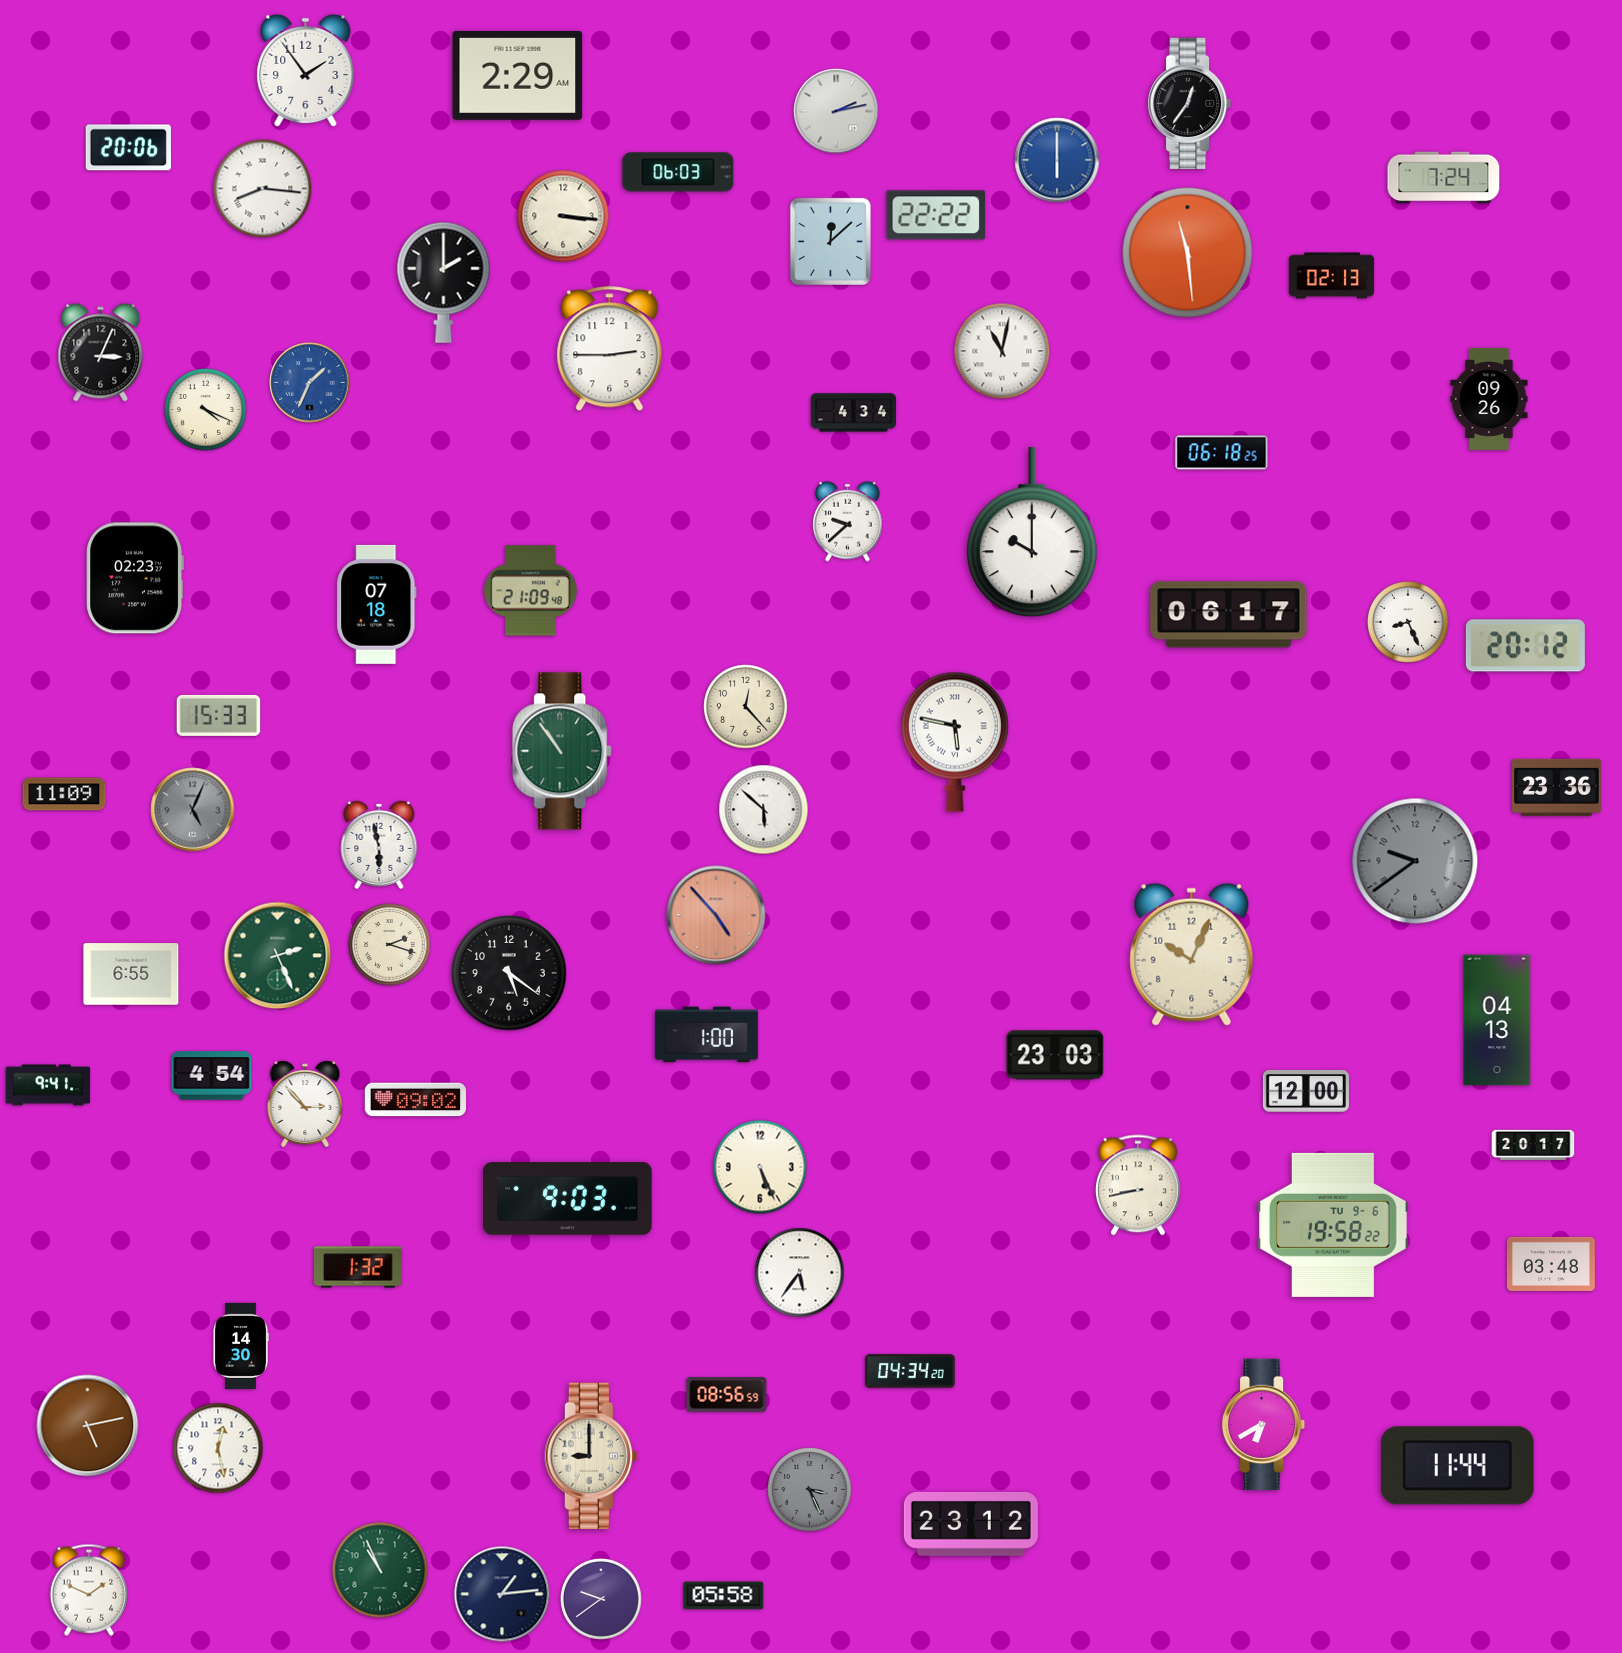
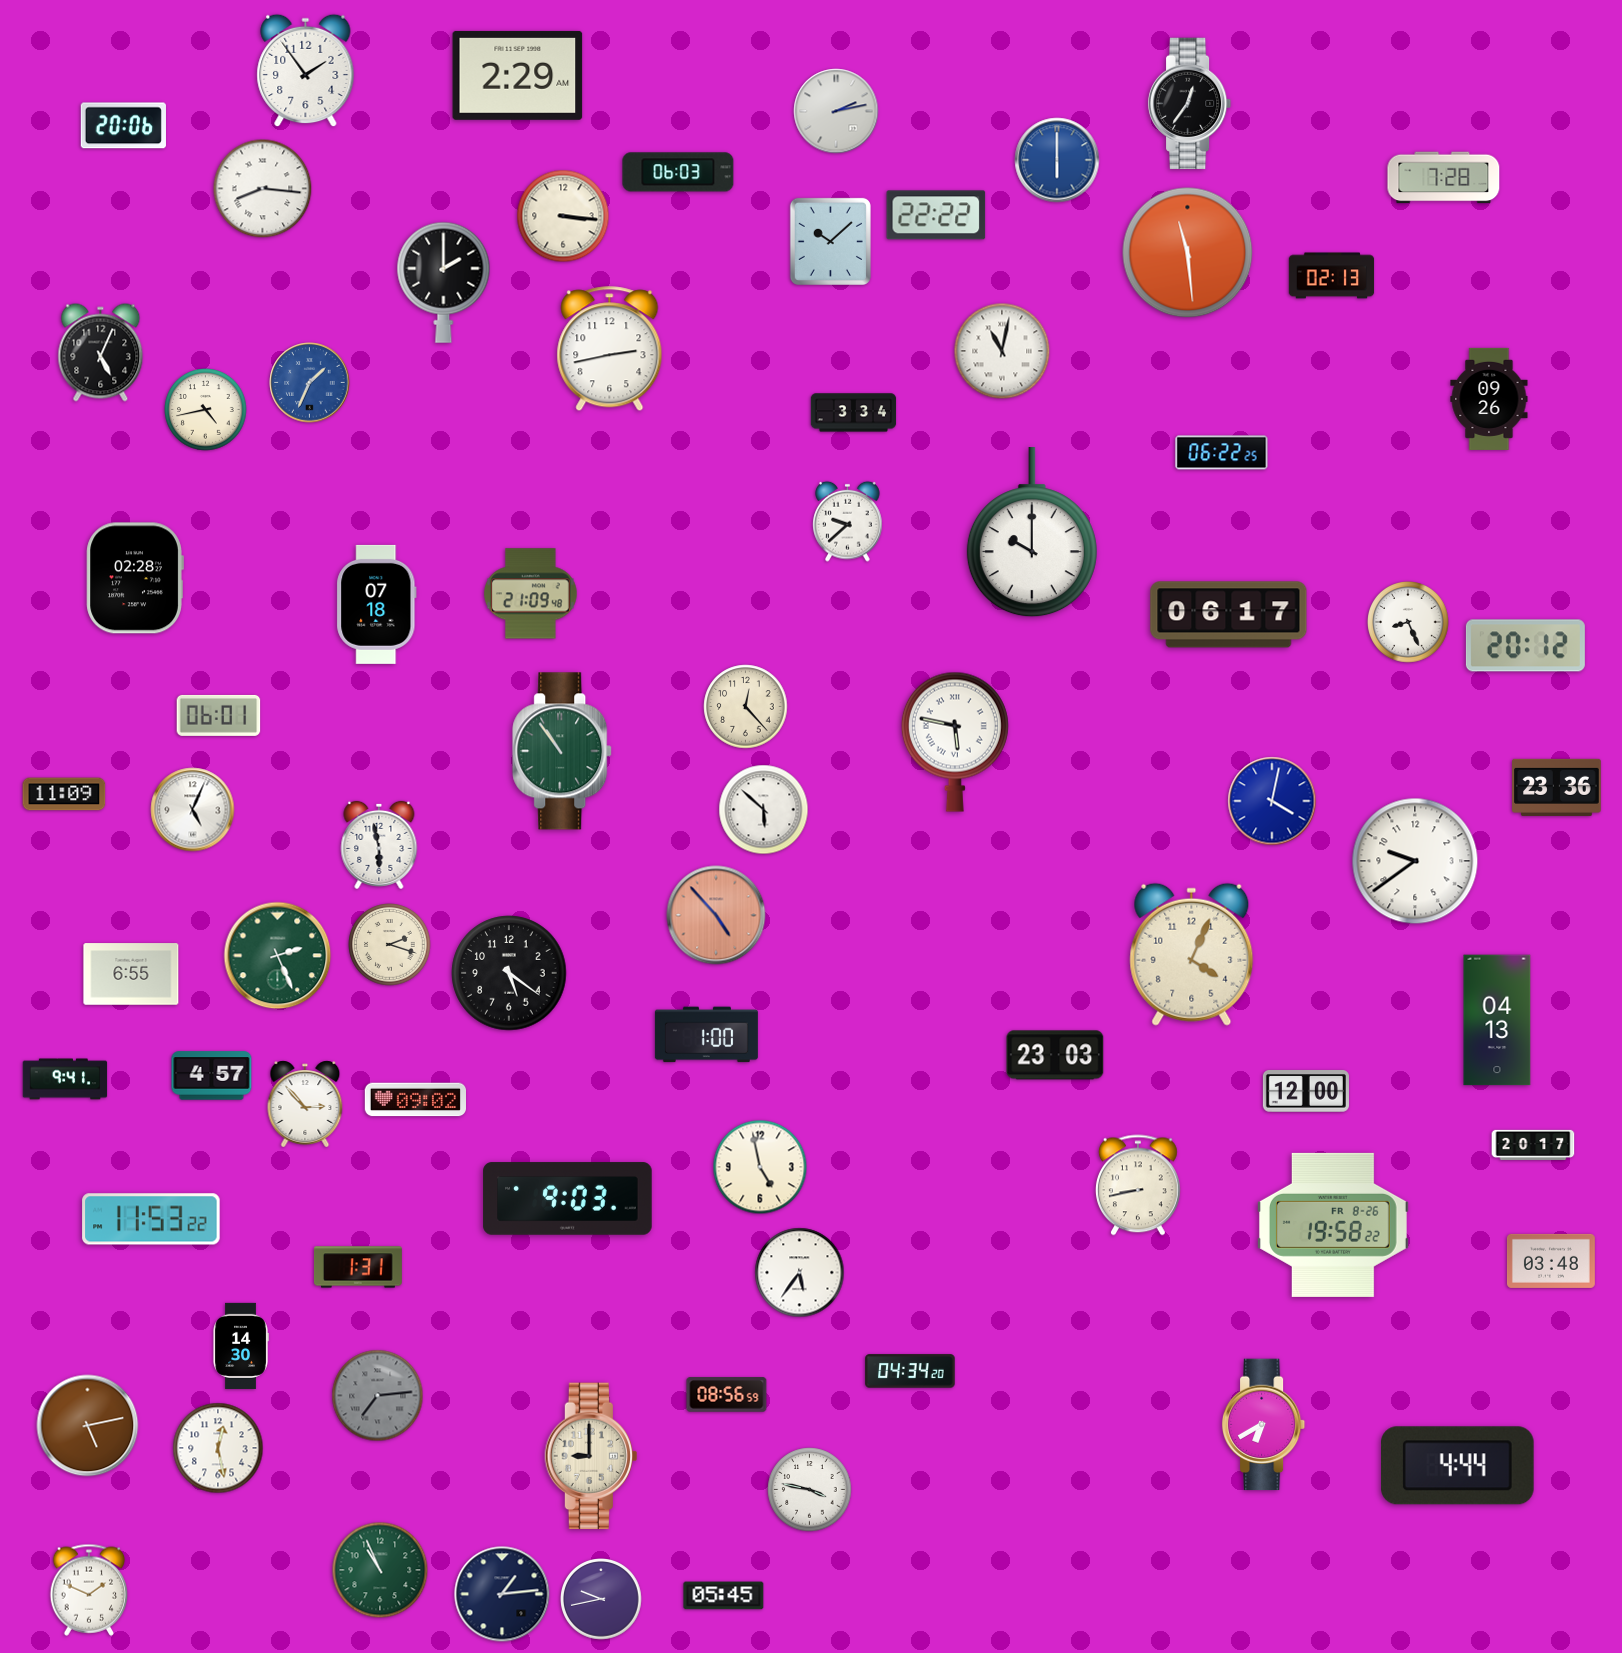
clock at (128, 148) position: (128, 148) -> (123, 126)
clock at (1444, 178): 7:24 -> 7:28
clock at (830, 241): 12:08 -> 10:08
clock at (610, 349): 2:45 -> 2:43
clock at (101, 353): 3:04 -> 5:04
clock at (206, 410): 4:19 -> 4:43
clock at (854, 413): 4:34 -> 3:34
clock at (1222, 453): 06:18 -> 06:22
clock at (135, 578): 02:23 -> 02:28
clock at (530, 591) position: (530, 591) -> (530, 594)
clock at (219, 715): 15:33 -> 06:01
clock at (1272, 801): none -> 4:02
clock at (193, 810) dial: grey -> white
clock at (1415, 861) dial: grey -> white
clock at (1192, 954): 10:04 -> 4:04
clock at (212, 1076): 4:54 -> 4:57
clock at (48, 1085) position: (48, 1085) -> (65, 1079)
clock at (760, 1167): 5:26 -> 4:58
clock at (151, 1219): none -> 11:53
clock at (1333, 1225) date: TU 9-6 -> FR 8-26
clock at (1551, 1264) position: (1551, 1264) -> (1551, 1261)
clock at (358, 1267): 1:32 -> 1:31
clock at (378, 1396): none -> 7:14
clock at (1457, 1466): 11:44 -> 4:44
clock at (810, 1490): 3:26 -> 3:47
clock at (810, 1490) dial: grey -> white
clock at (971, 1524): 23:12 -> none
clock at (724, 1596): 05:58 -> 05:45
clock at (601, 1599): 9:39 -> 9:43
